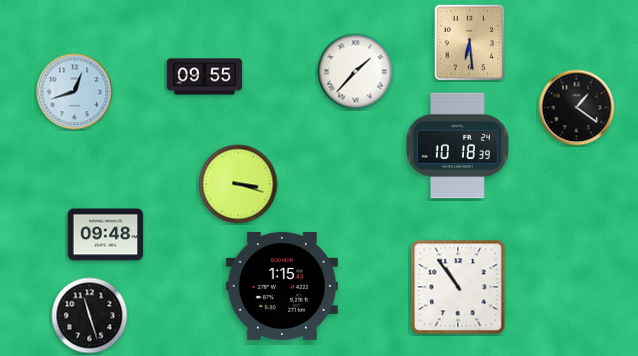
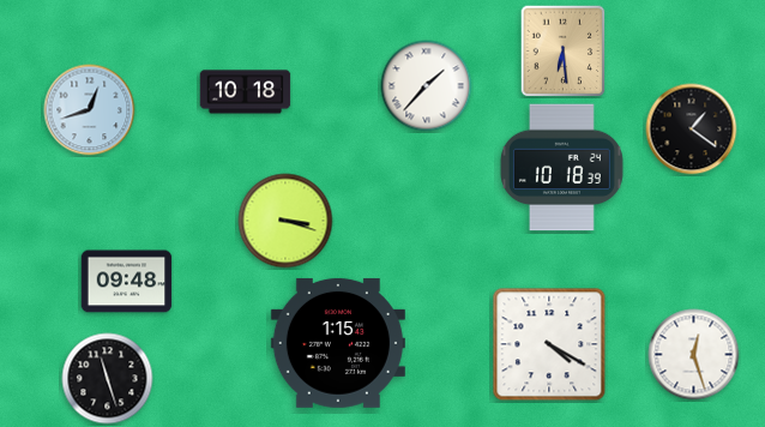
clock at (205, 77): 09:55 -> 10:18
clock at (457, 146) position: (457, 146) -> (561, 168)
clock at (458, 287): 10:54 -> 4:20
clock at (694, 355): none -> 12:27
